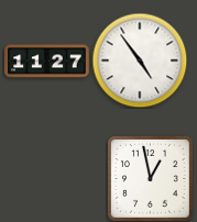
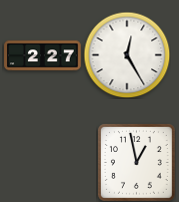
clock at (140, 60): 4:54 -> 12:25
clock at (47, 62): 11:27 -> 2:27
